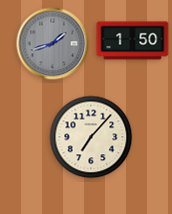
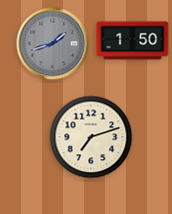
clock at (91, 137): 7:07 -> 7:12
